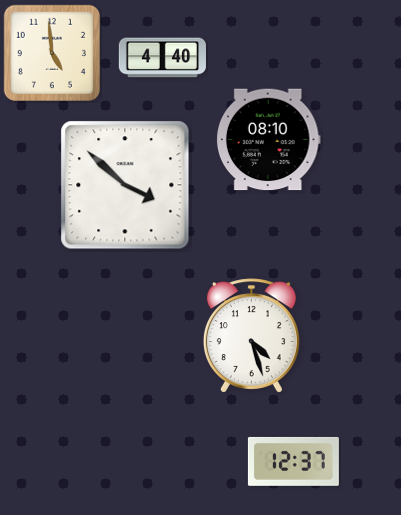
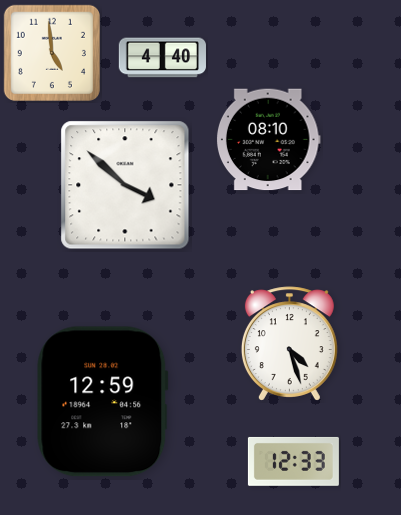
clock at (251, 336) position: (251, 336) -> (289, 344)
clock at (103, 402): none -> 12:59
clock at (293, 461): 12:37 -> 12:33
